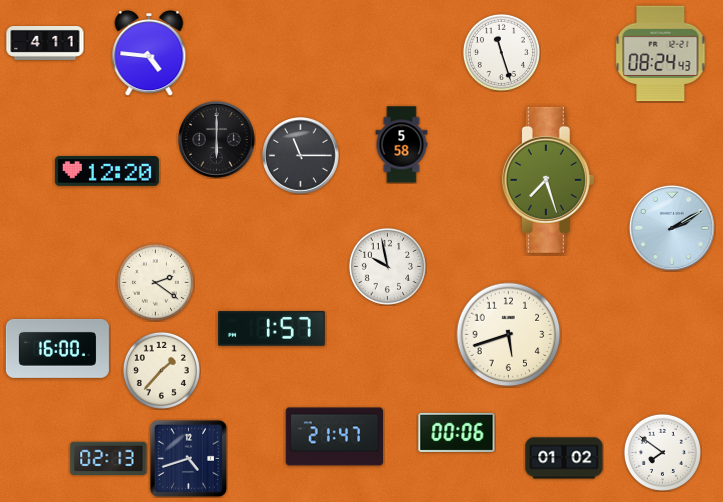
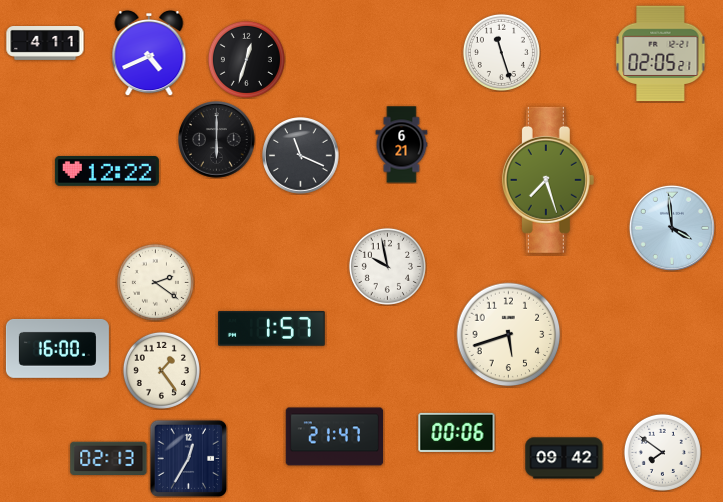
clock at (149, 53): 4:46 -> 4:41
clock at (661, 54): 08:24 -> 02:05
clock at (246, 59): none -> 12:33
clock at (402, 145): 5:58 -> 6:21
clock at (301, 156): 11:15 -> 11:19
clock at (107, 172): 12:20 -> 12:22
clock at (672, 228): 2:10 -> 3:59
clock at (161, 370): 1:37 -> 1:24
clock at (188, 458): 4:42 -> 12:35
clock at (564, 458): 01:02 -> 09:42
